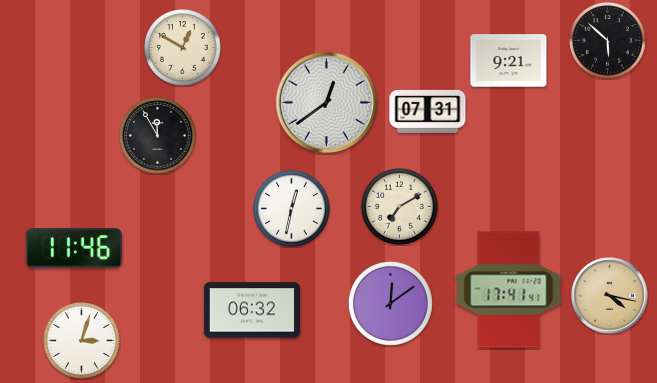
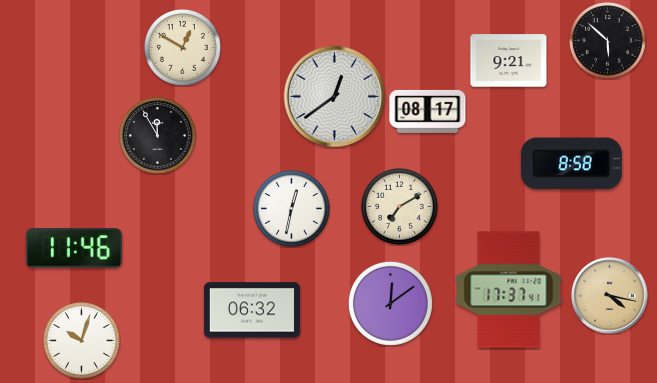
clock at (327, 103) position: (327, 103) -> (335, 97)
clock at (428, 111): 07:31 -> 08:17
clock at (571, 164): none -> 8:58
clock at (509, 290): 17:41 -> 17:37
clock at (82, 341): 3:03 -> 10:03
